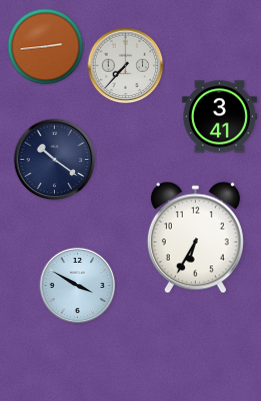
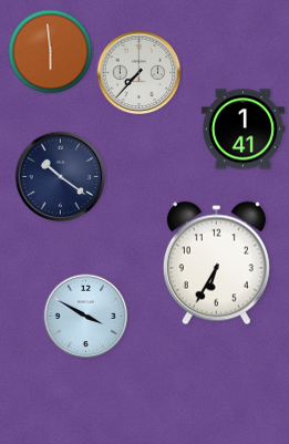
clock at (46, 47): 2:44 -> 5:59
clock at (219, 117): 3:41 -> 1:41
